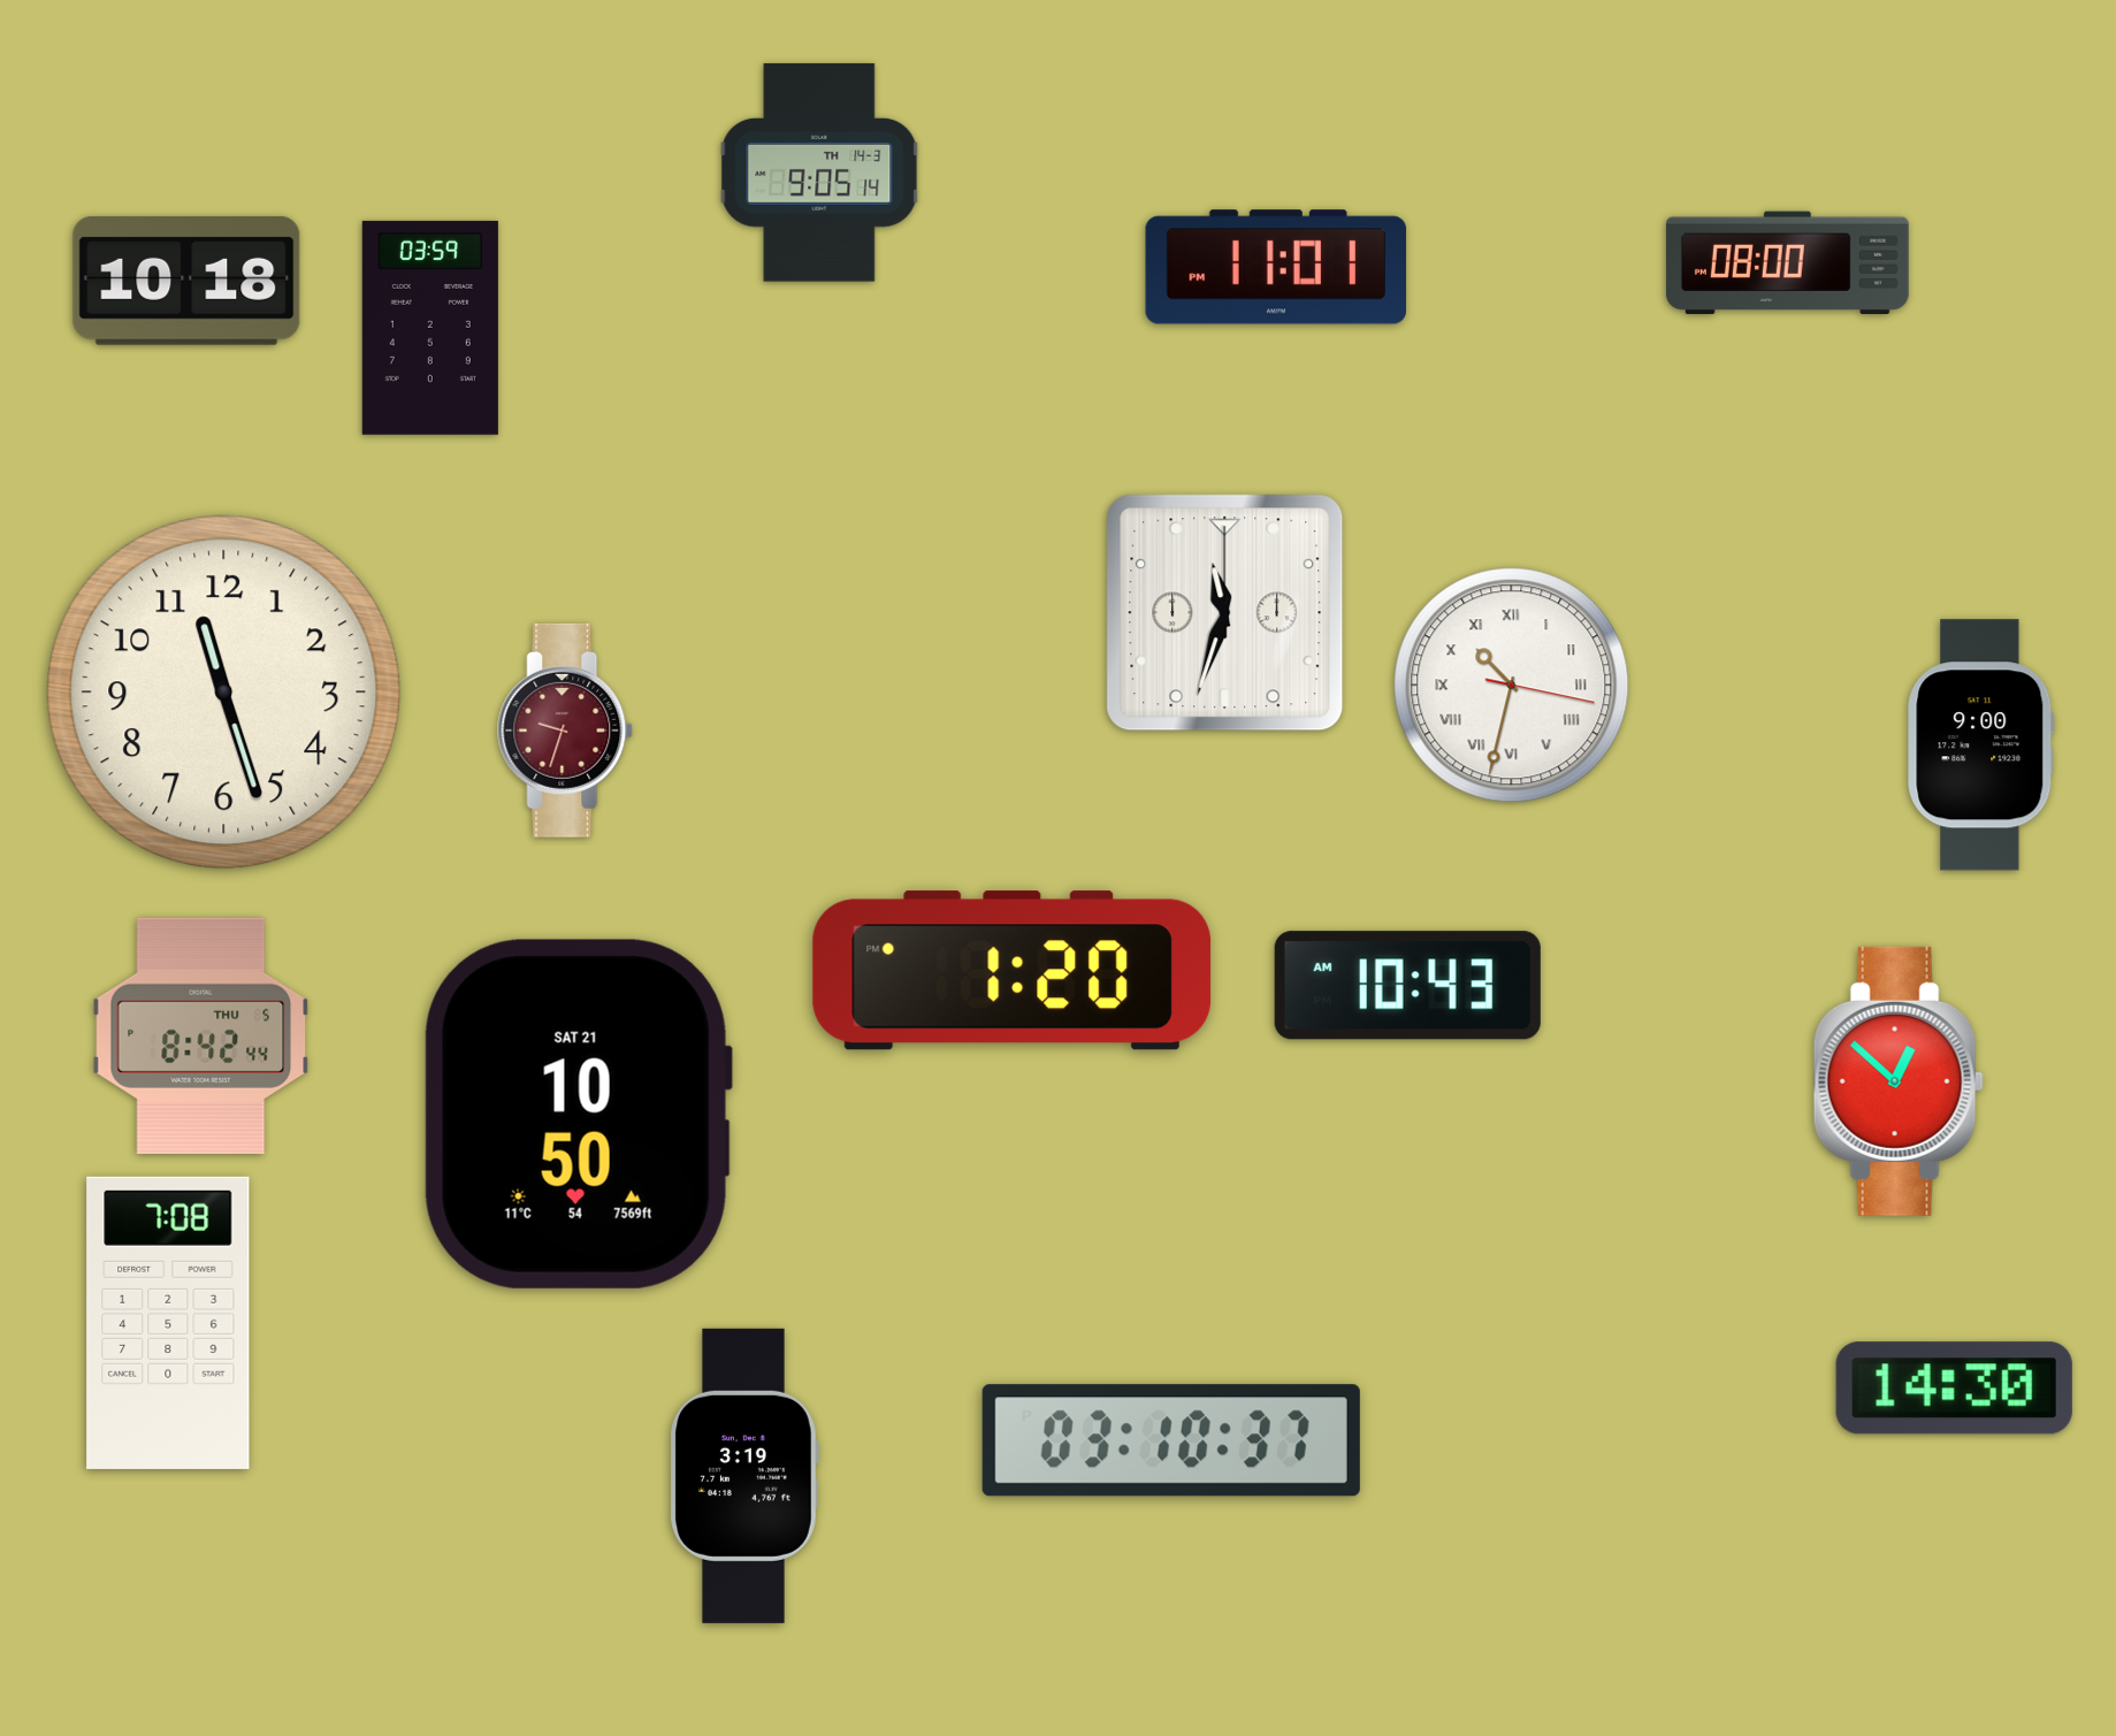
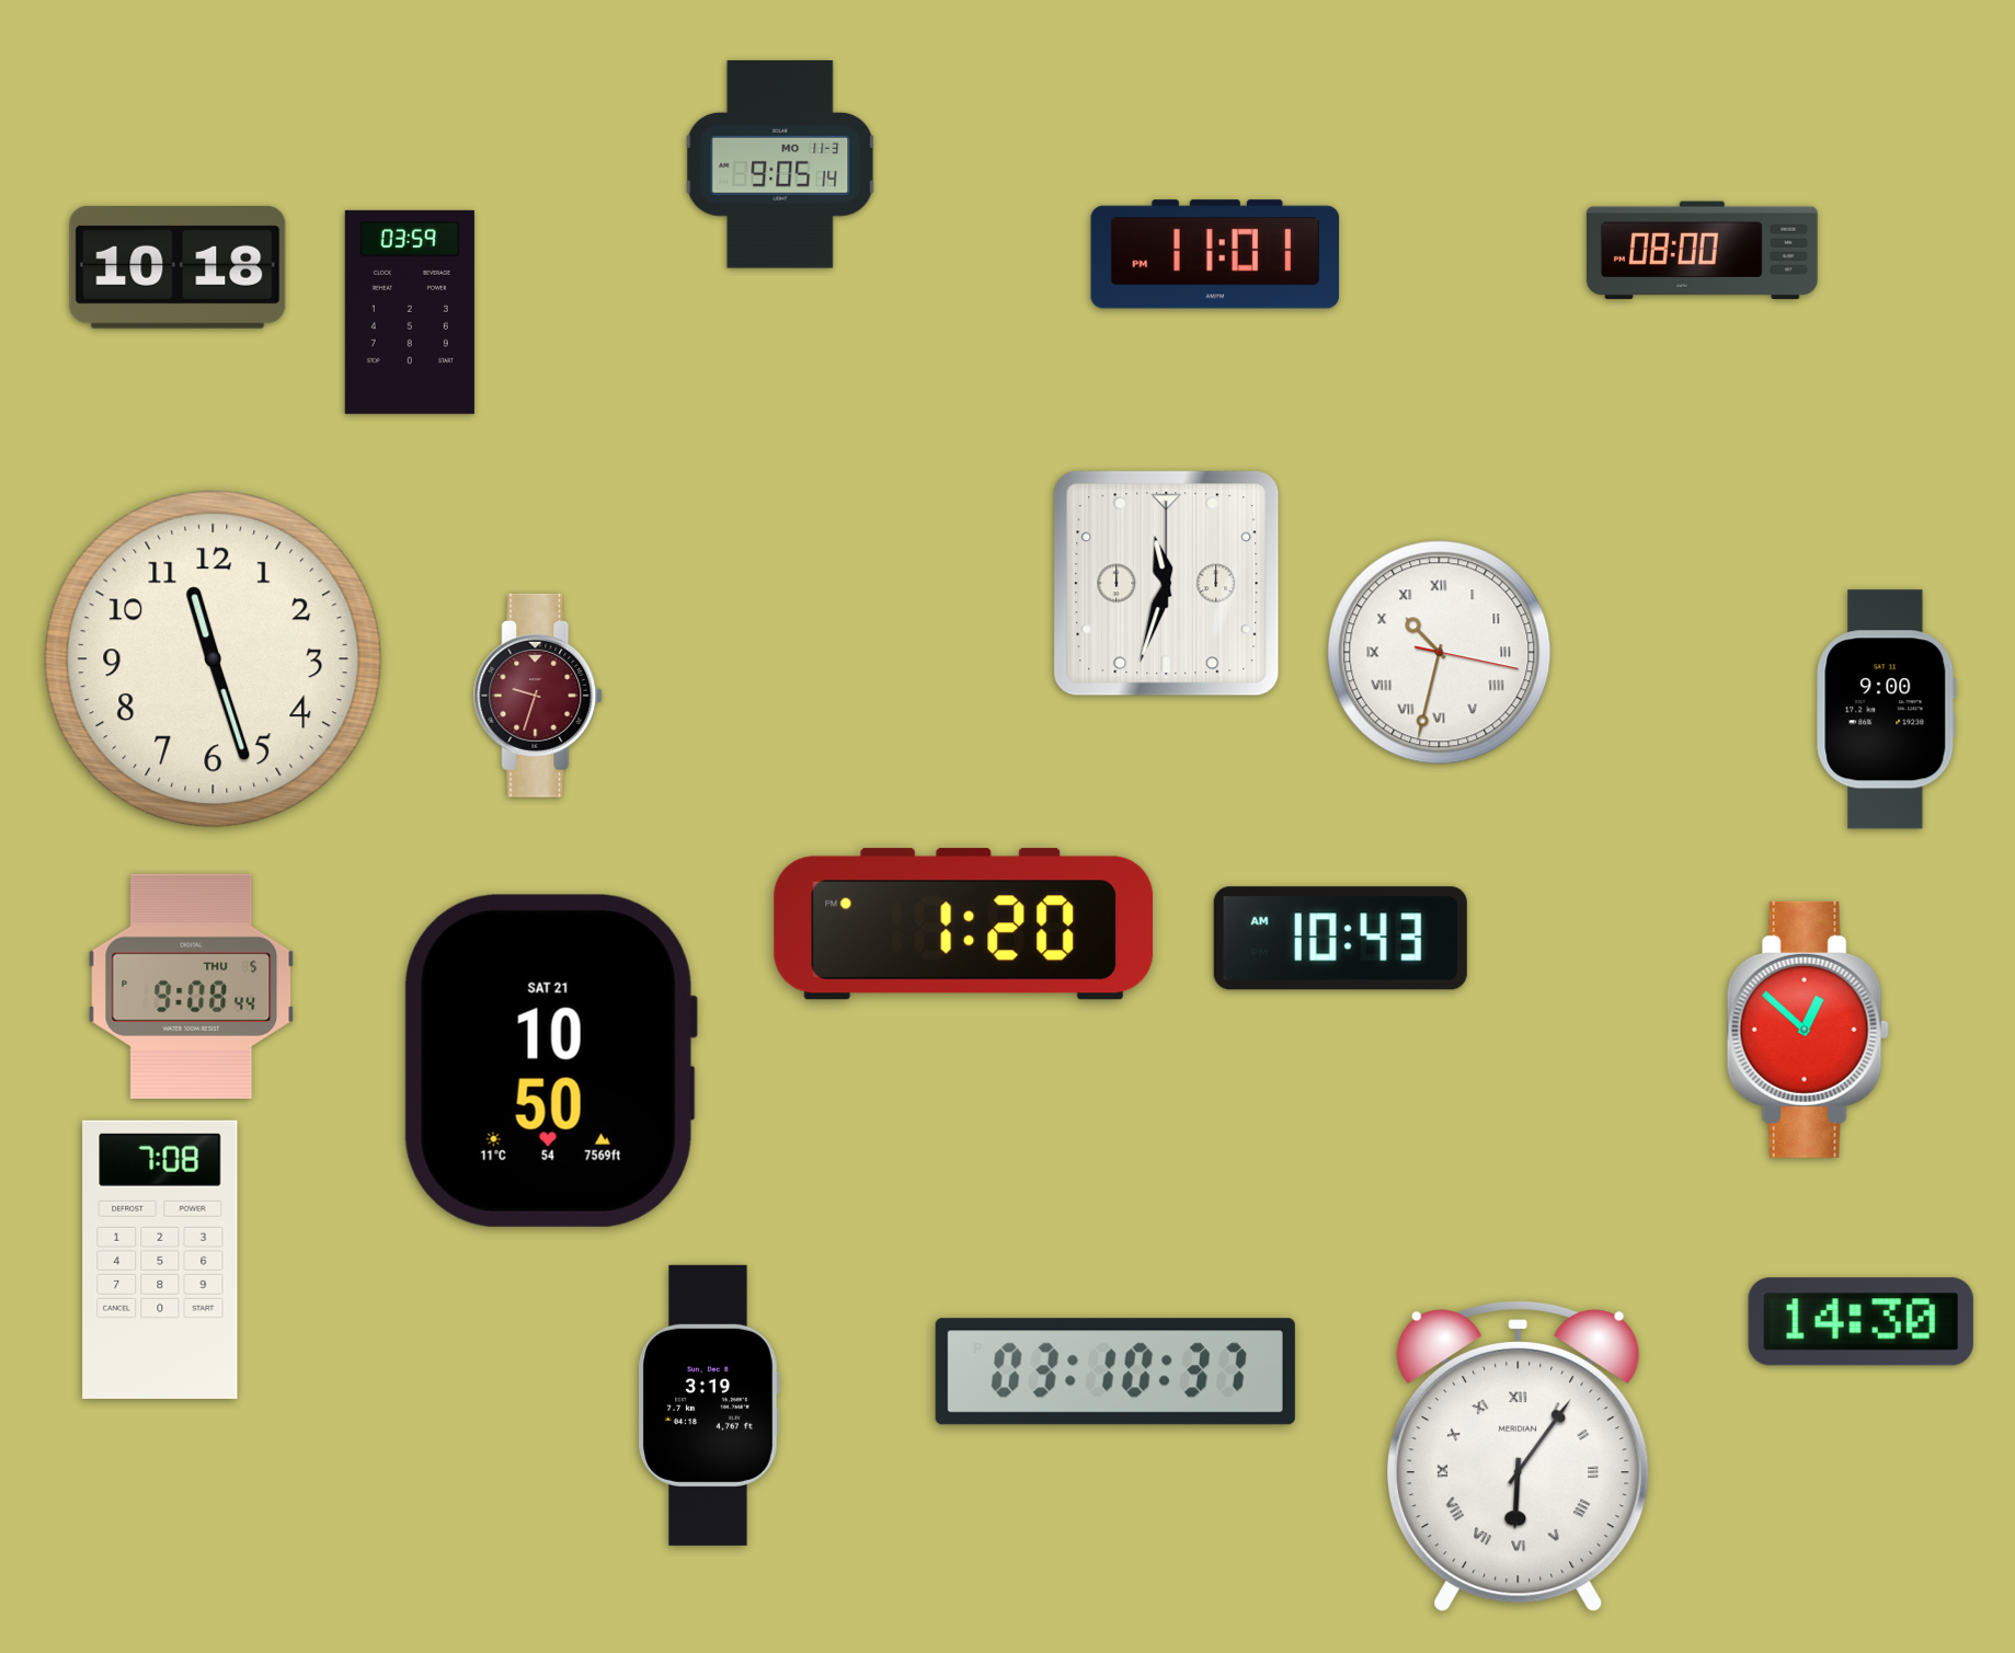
clock at (819, 173) date: TH 14-3 -> MO 11-3
clock at (201, 1035): 8:42 -> 9:08
clock at (1519, 1457): none -> 6:06
